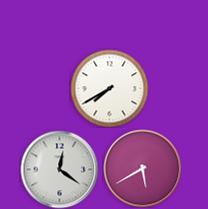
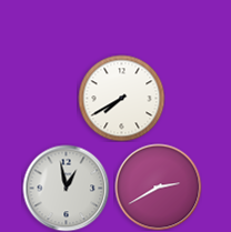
clock at (142, 168): 5:40 -> 2:40
clock at (59, 169): 12:21 -> 12:58
